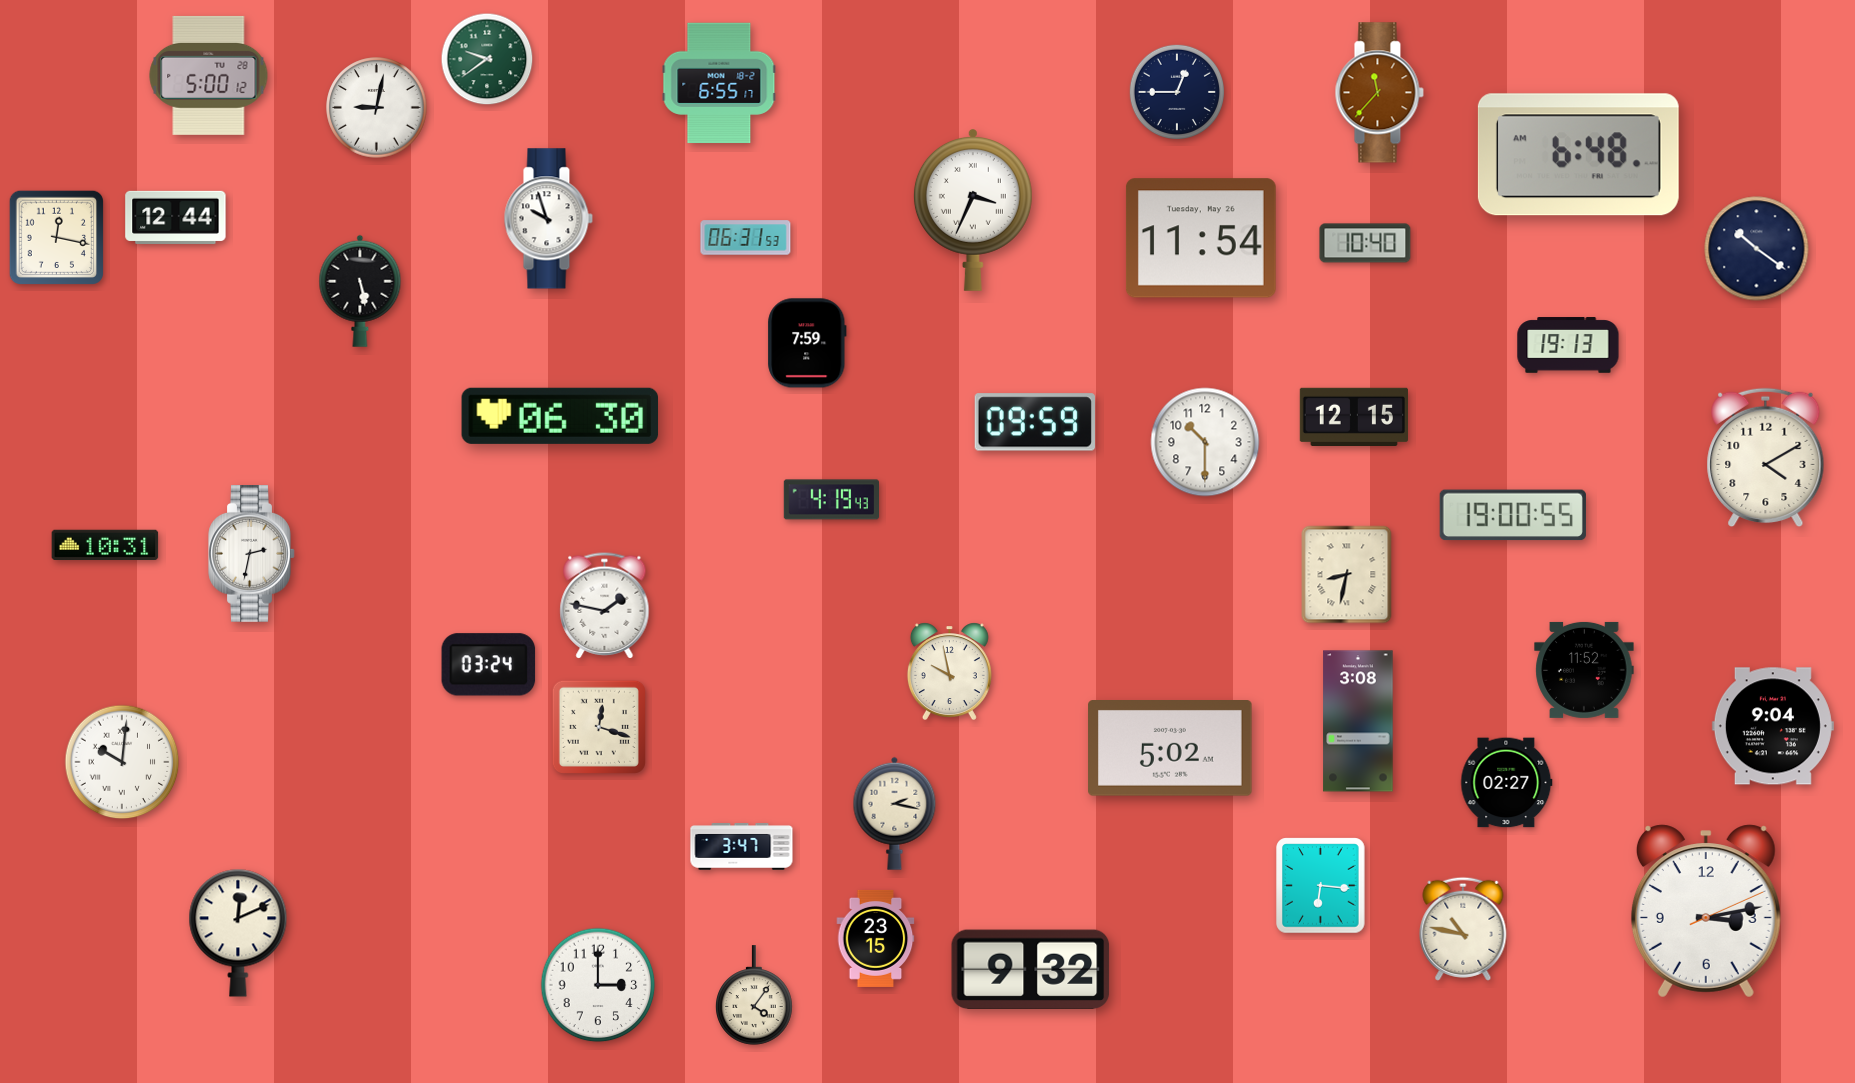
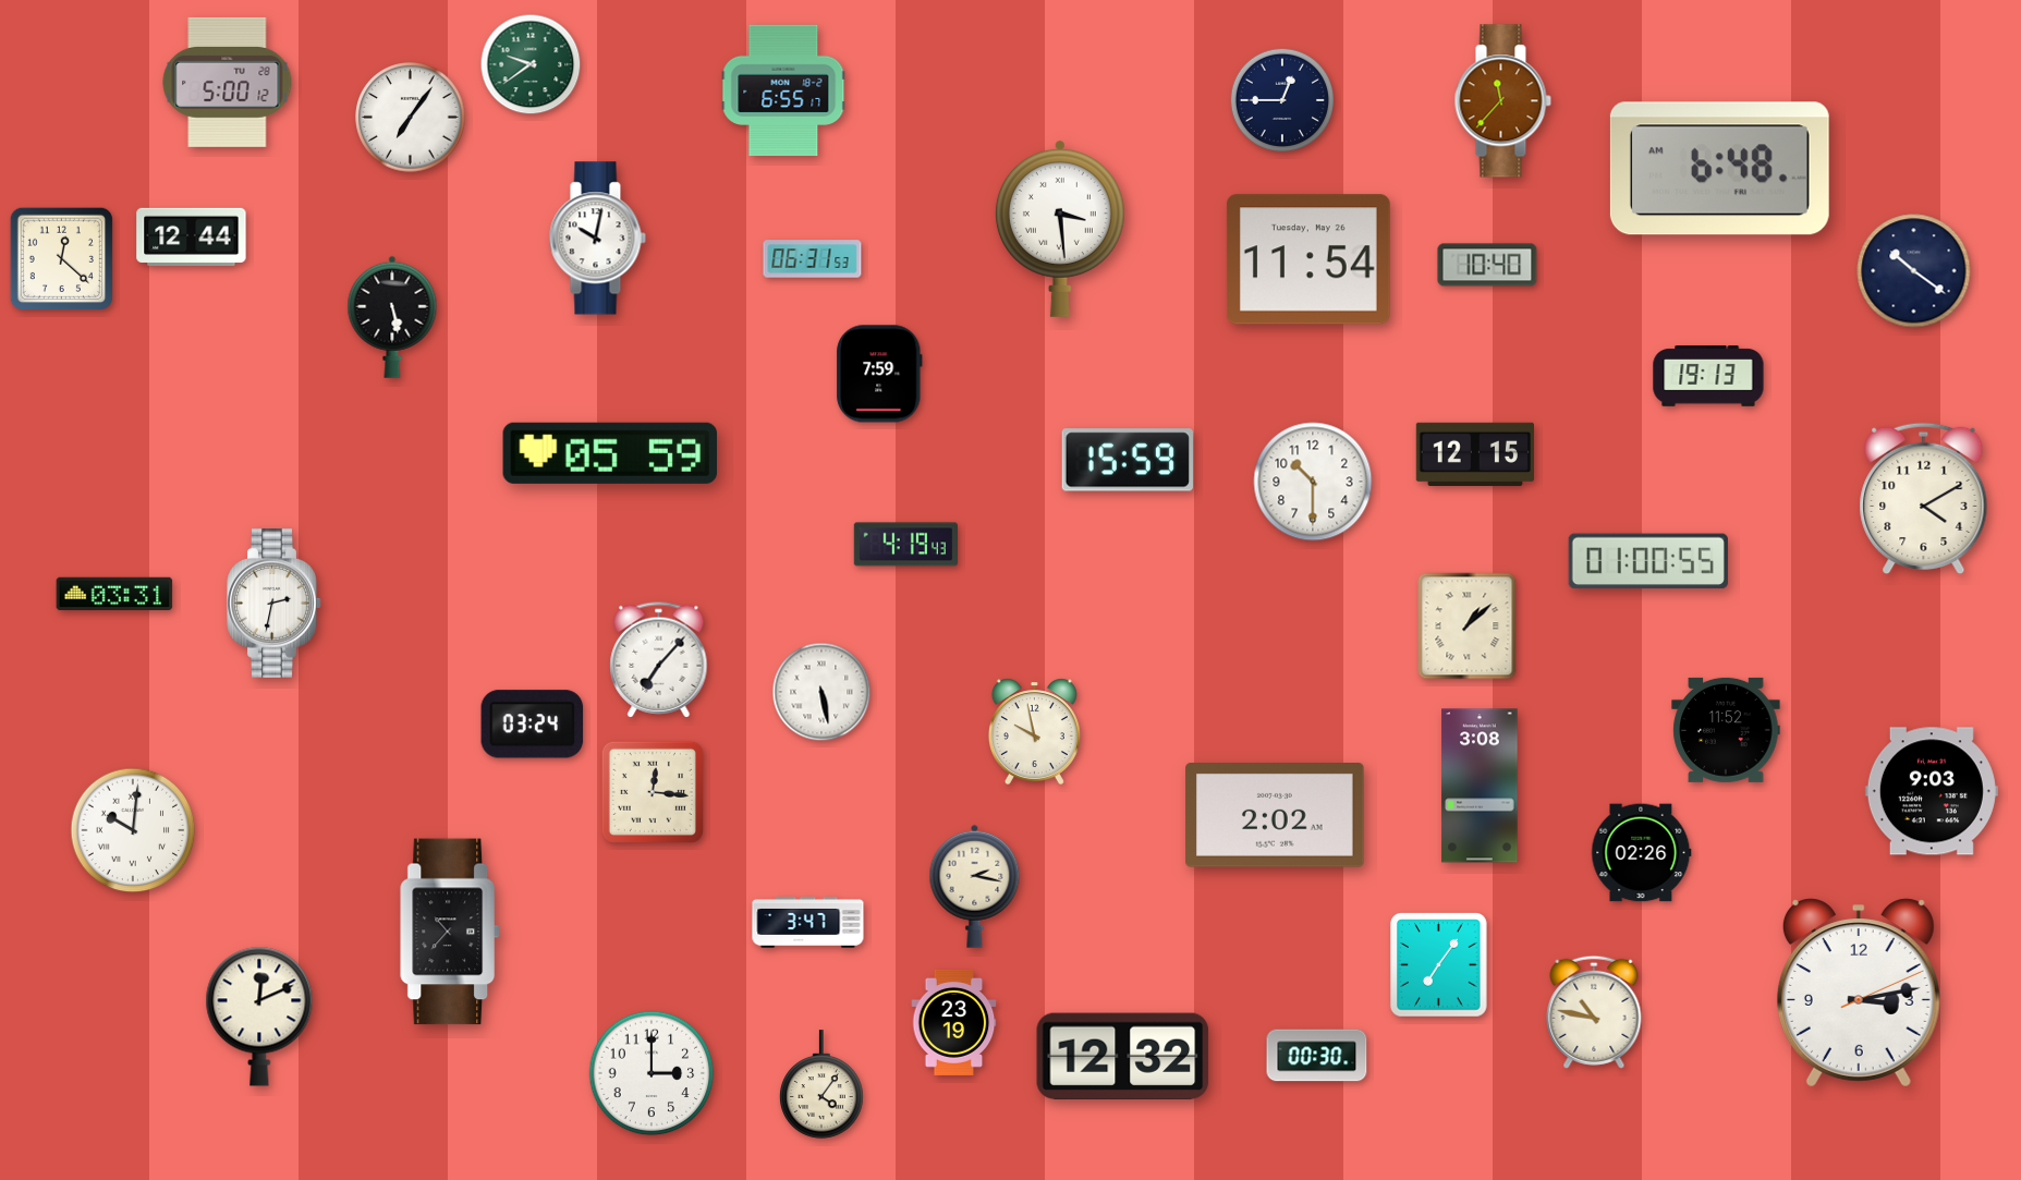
clock at (377, 108): 9:02 -> 7:06
clock at (973, 210): 3:34 -> 3:29
clock at (548, 219): 9:57 -> 10:02
clock at (57, 238): 12:17 -> 12:22
clock at (560, 416): 06:30 -> 05:59
clock at (1035, 422): 09:59 -> 15:59
clock at (1513, 515): 19:00 -> 01:00
clock at (105, 544): 10:31 -> 03:31
clock at (1347, 575): 8:32 -> 1:08
clock at (605, 606): 1:47 -> 7:07
clock at (821, 692): none -> 5:28
clock at (1773, 726): 9:04 -> 9:03
clock at (599, 727): 12:18 -> 12:16
clock at (1170, 748): 5:02 -> 2:02
clock at (1507, 783): 02:27 -> 02:26
clock at (451, 932): none -> 10:37
clock at (1321, 886): 6:16 -> 7:06
clock at (876, 938): 23:15 -> 23:19
clock at (1031, 969): 9:32 -> 12:32
clock at (1317, 1056): none -> 00:30
